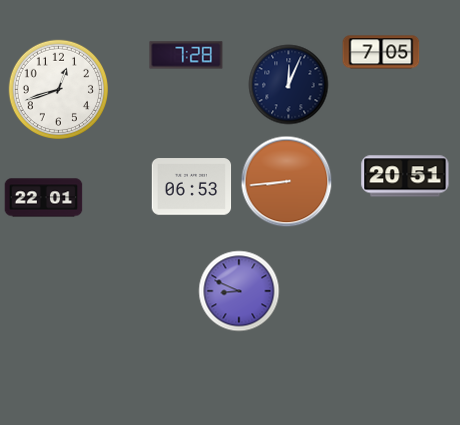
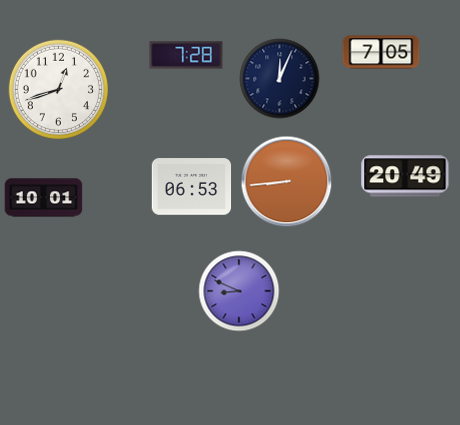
clock at (289, 85) position: (289, 85) -> (280, 79)
clock at (405, 176): 20:51 -> 20:49
clock at (44, 198): 22:01 -> 10:01
